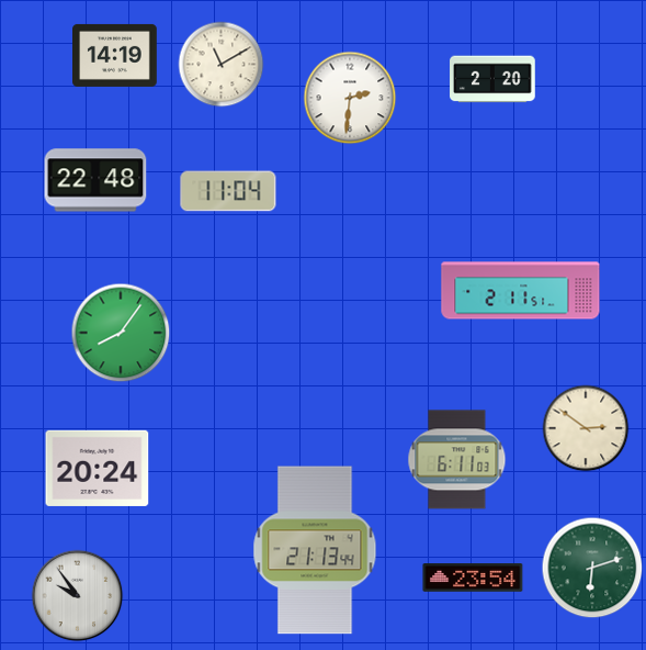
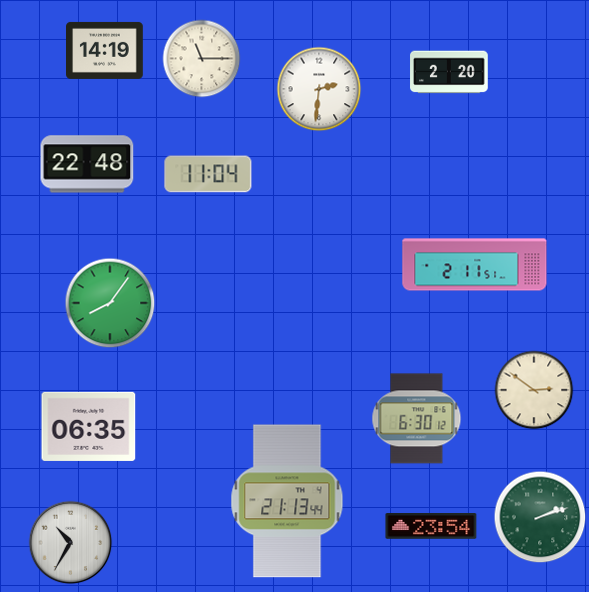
clock at (222, 65): 11:10 -> 11:15
clock at (457, 460): 6:11 -> 6:30
clock at (98, 468): 20:24 -> 06:35
clock at (592, 568): 6:12 -> 2:12
clock at (78, 596): 9:54 -> 10:35
